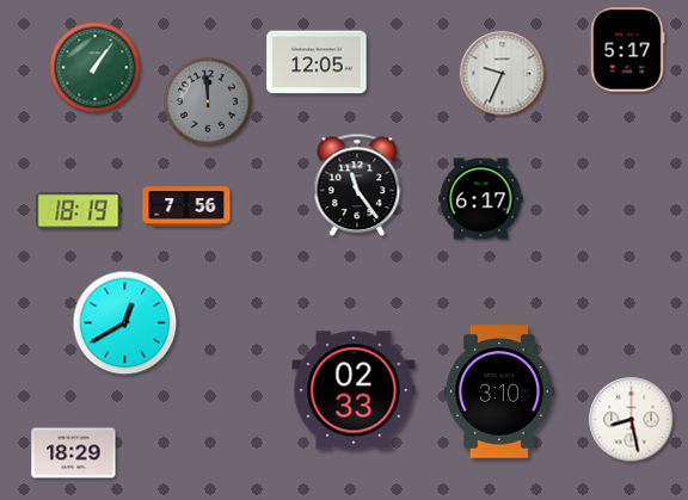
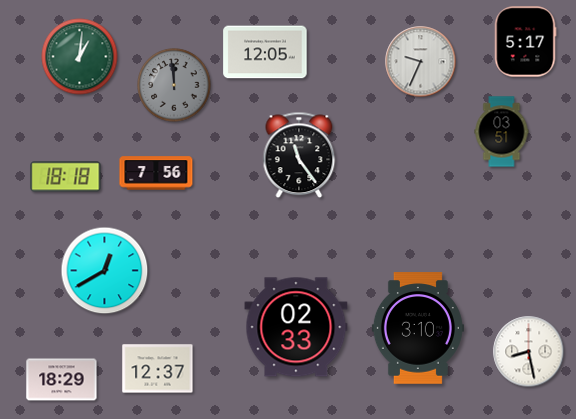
clock at (96, 68): 1:06 -> 1:01
clock at (502, 132): none -> 03:51
clock at (481, 199): 6:17 -> none
clock at (79, 211): 18:19 -> 18:18
clock at (158, 369): none -> 12:37
